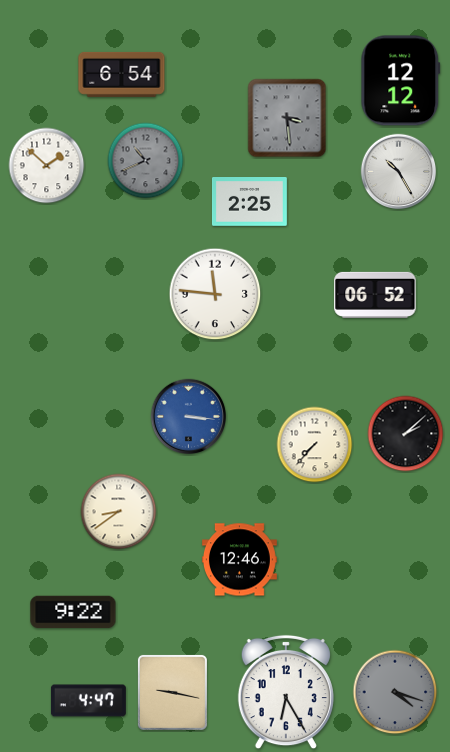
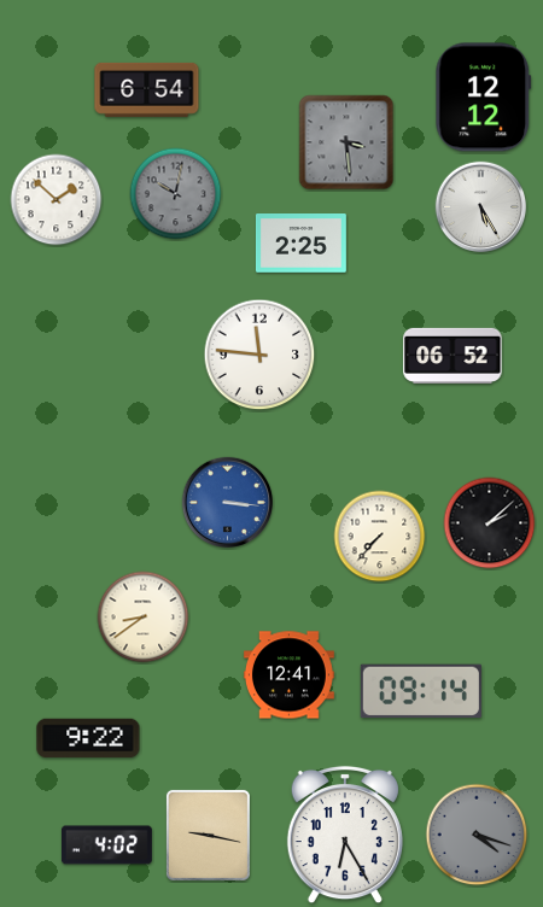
clock at (146, 161): 10:41 -> 10:02
clock at (399, 172): 10:25 -> 5:25
clock at (239, 560): 12:46 -> 12:41
clock at (421, 691): none -> 09:14
clock at (88, 701): 4:47 -> 4:02
